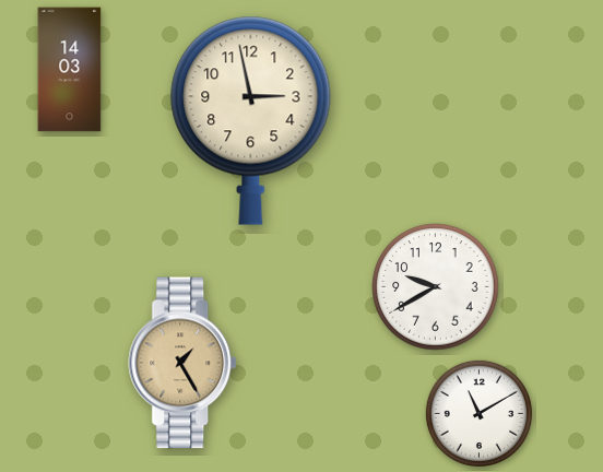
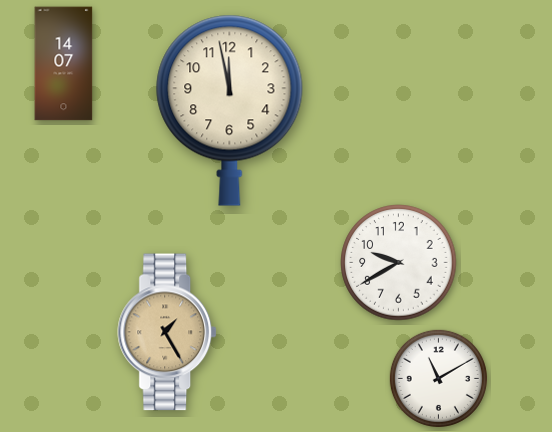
clock at (70, 70): 14:03 -> 14:07
clock at (251, 120): 2:58 -> 11:58
